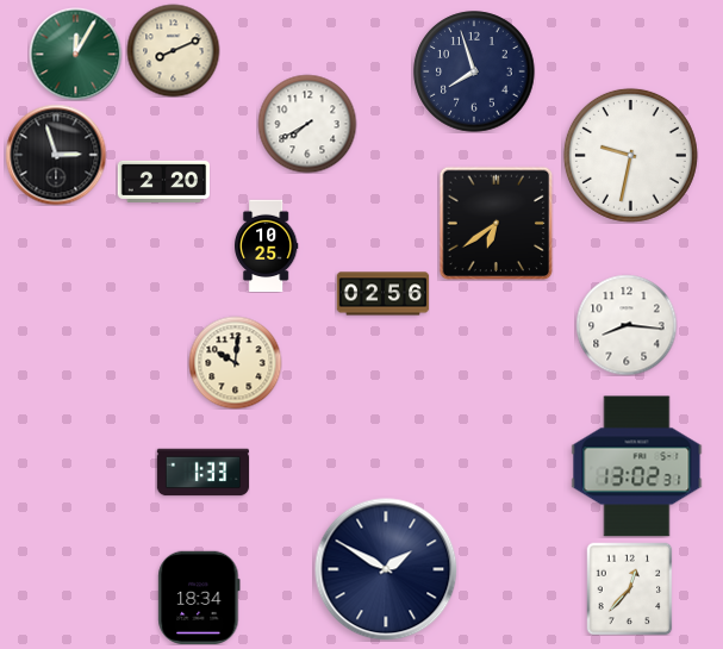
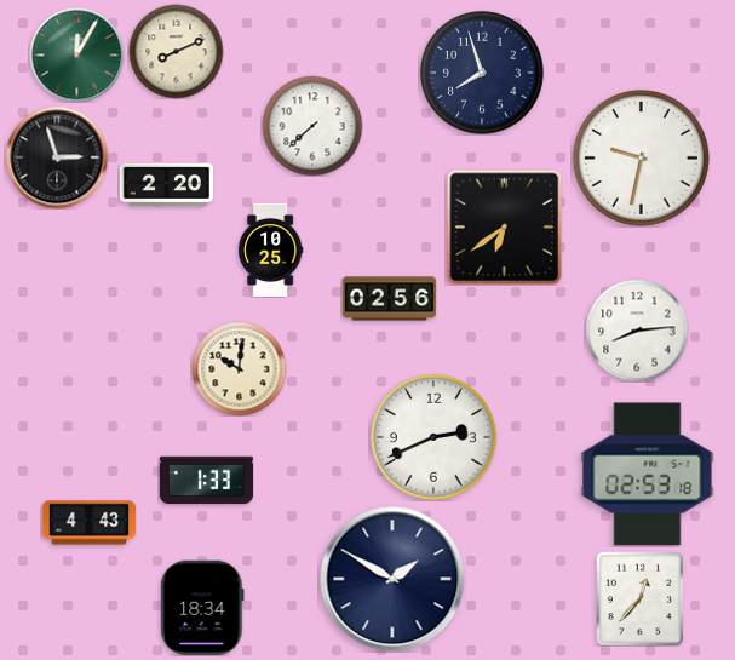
clock at (307, 124): 7:40 -> 7:38
clock at (627, 325): 8:16 -> 8:14
clock at (433, 437): none -> 2:41
clock at (637, 467): 13:02 -> 02:53
clock at (88, 523): none -> 4:43
